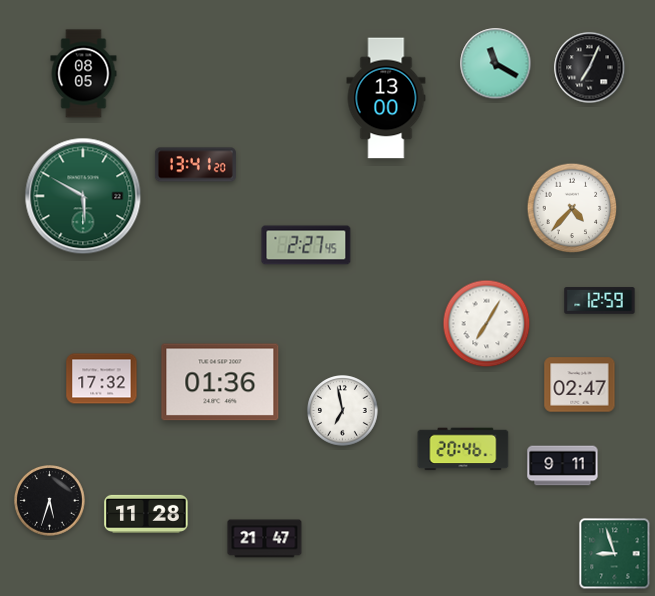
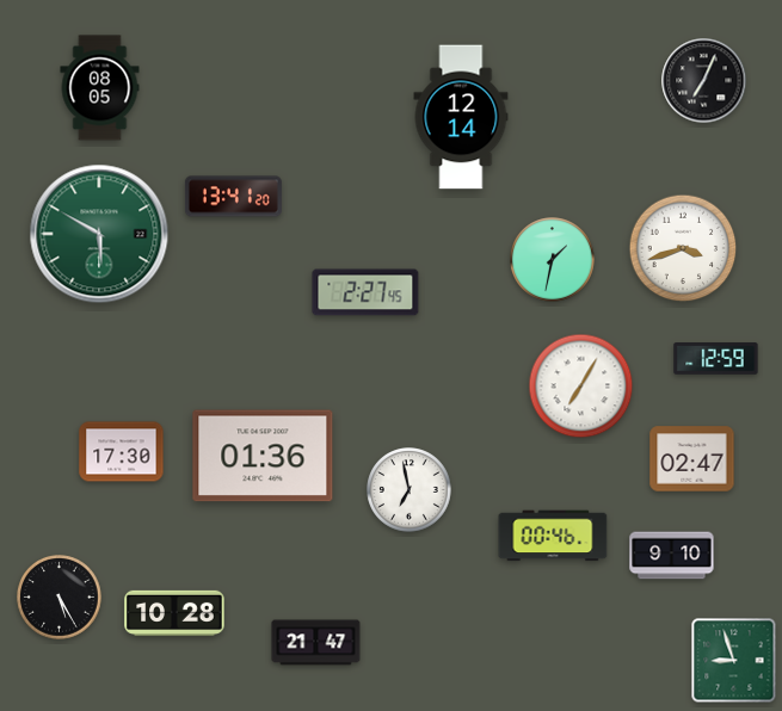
clock at (496, 64): 11:20 -> none
clock at (386, 98): 13:00 -> 12:14
clock at (572, 208): 4:37 -> 3:42
clock at (553, 260): none -> 1:32
clock at (102, 379): 17:32 -> 17:30
clock at (463, 449): 20:46 -> 00:46
clock at (563, 466): 9:11 -> 9:10
clock at (50, 501): 5:33 -> 5:25
clock at (146, 514): 11:28 -> 10:28
